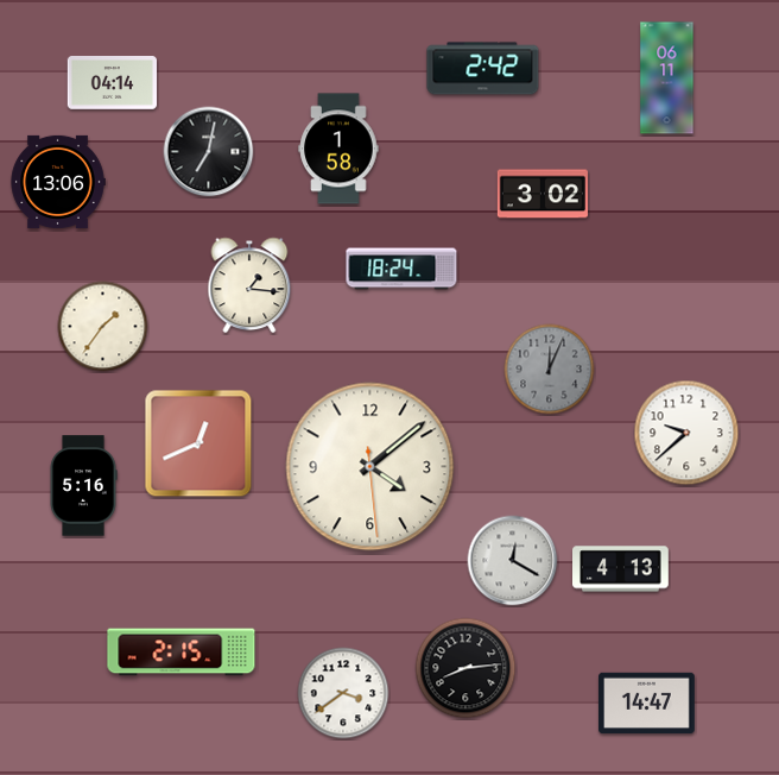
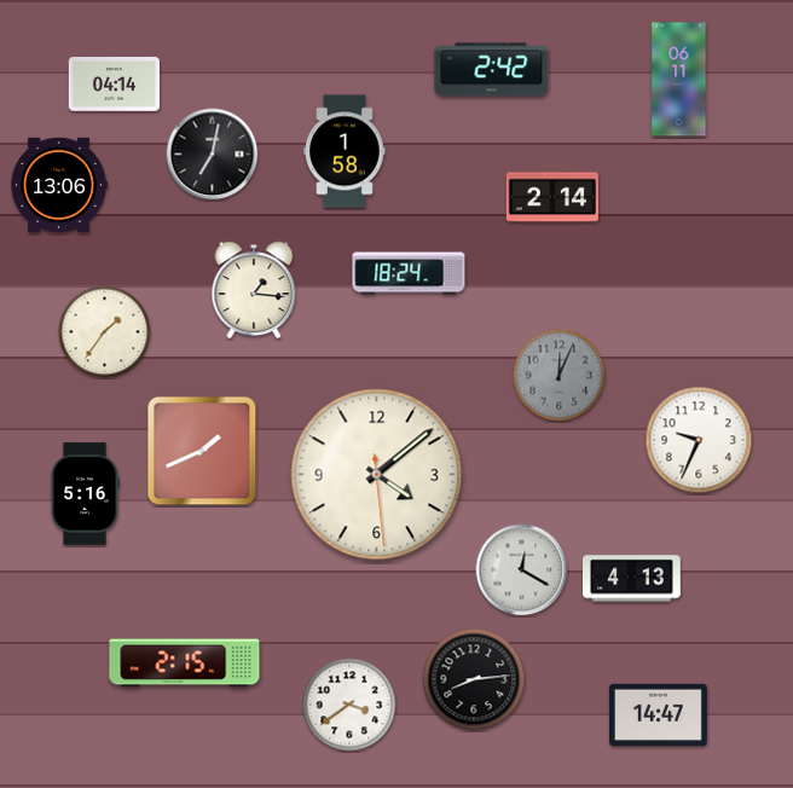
clock at (543, 194): 3:02 -> 2:14
clock at (686, 433): 9:38 -> 9:34
clock at (198, 443): 12:41 -> 1:41
